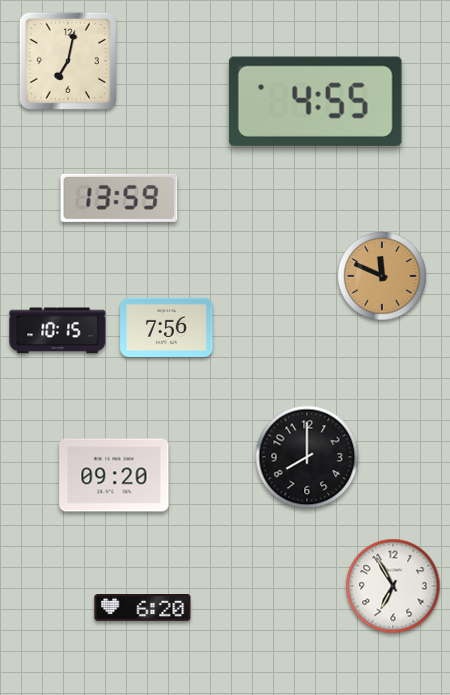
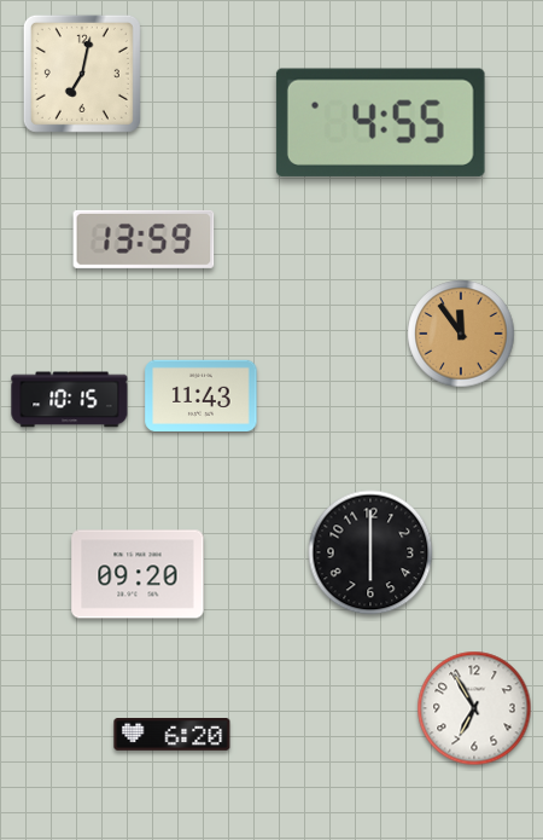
clock at (382, 276): 11:49 -> 11:54
clock at (167, 327): 7:56 -> 11:43
clock at (307, 457): 8:00 -> 6:00
